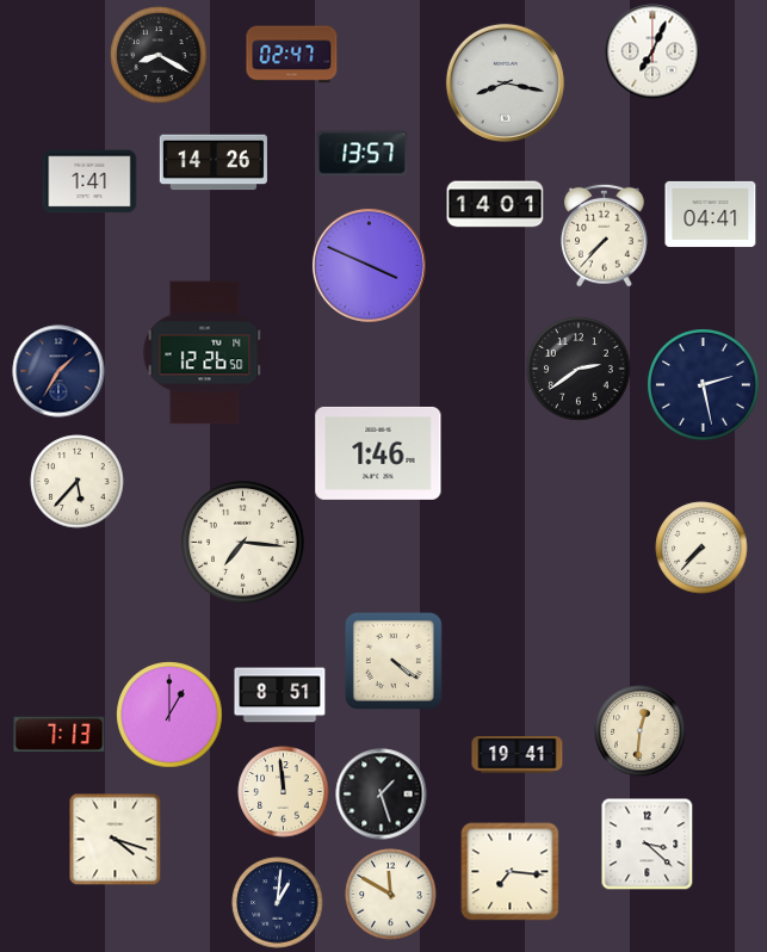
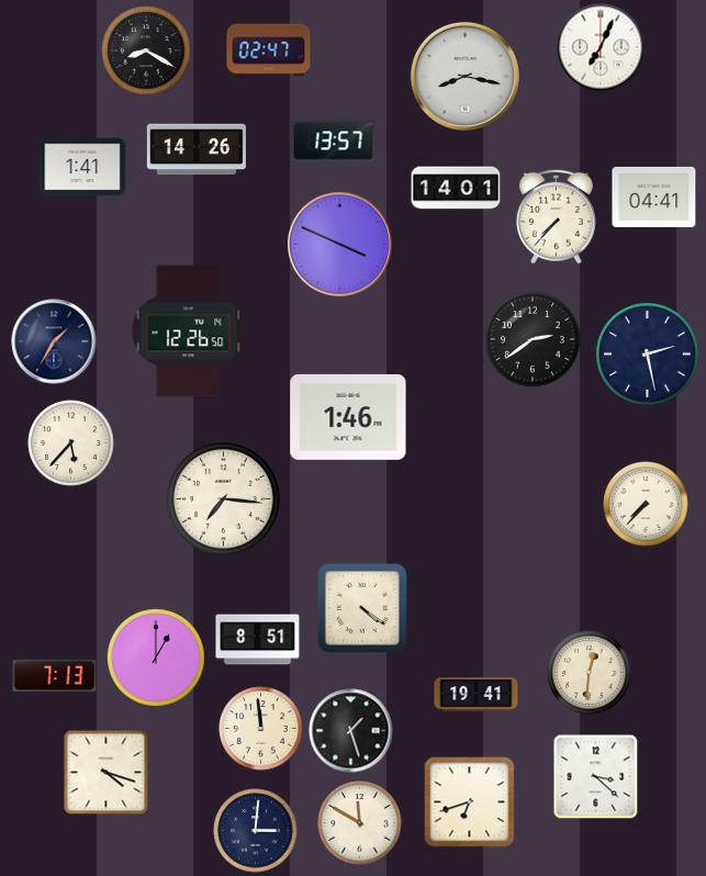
clock at (205, 353) position: (205, 353) -> (189, 332)
clock at (511, 872): 7:16 -> 6:42
clock at (278, 903): 1:01 -> 3:01
